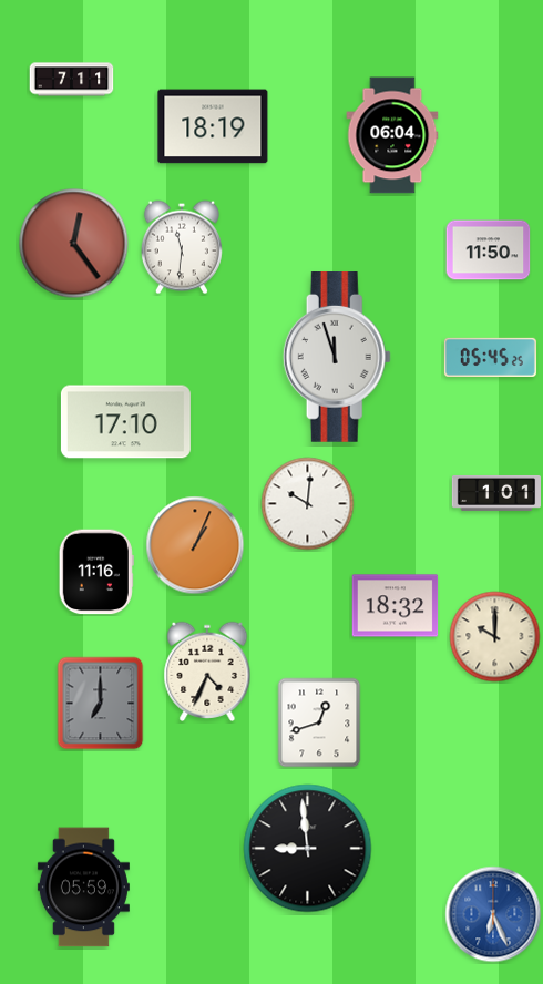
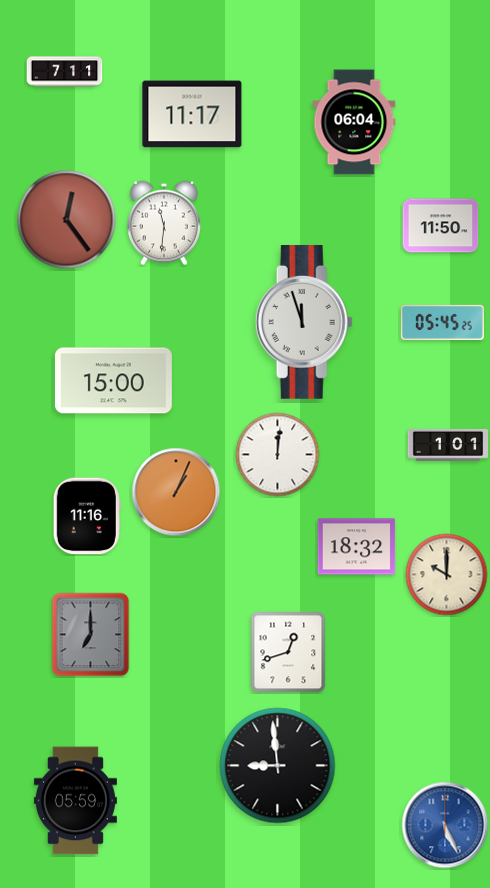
clock at (213, 126): 18:19 -> 11:17
clock at (125, 422): 17:10 -> 15:00
clock at (308, 504): 10:01 -> 12:01
clock at (207, 672): 4:34 -> none
clock at (493, 914): 6:26 -> 5:26
